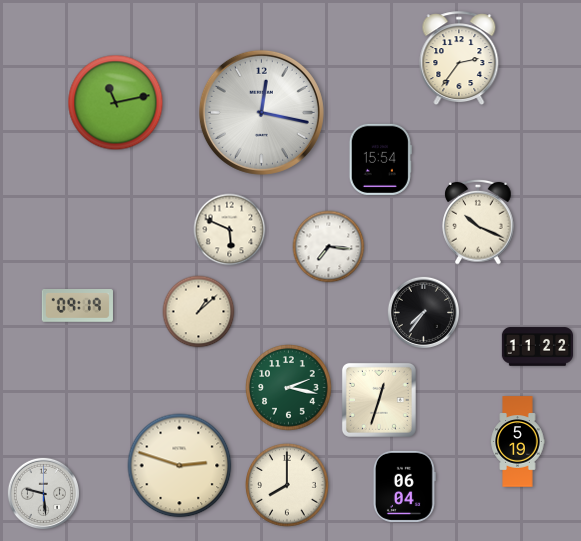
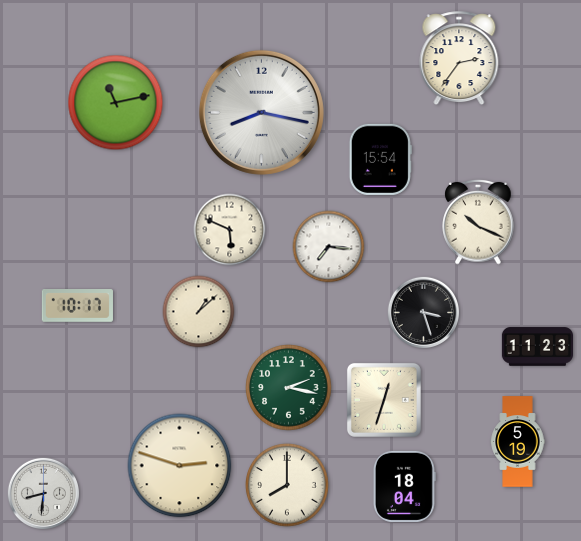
clock at (261, 112): 12:17 -> 8:17
clock at (77, 306): 09:19 -> 10:17
clock at (423, 312): 7:36 -> 3:27
clock at (537, 347): 11:22 -> 11:23
clock at (379, 400) position: (379, 400) -> (384, 400)
clock at (404, 486): 06:04 -> 18:04
clock at (43, 493): 9:29 -> 8:31
